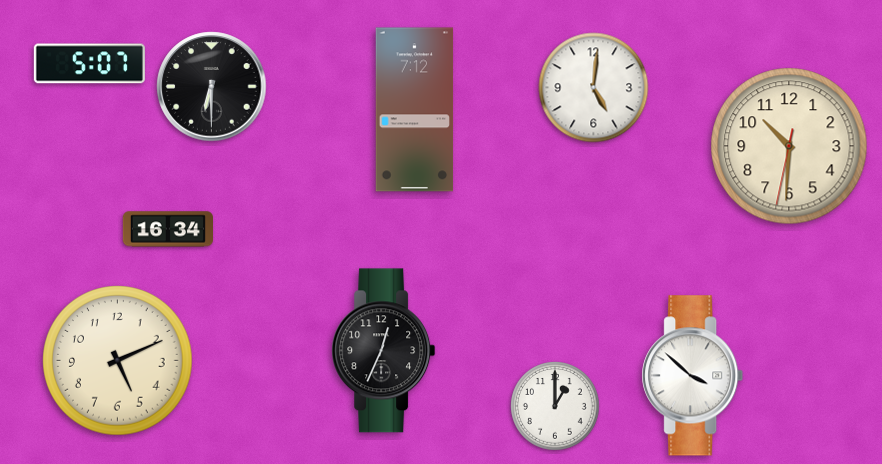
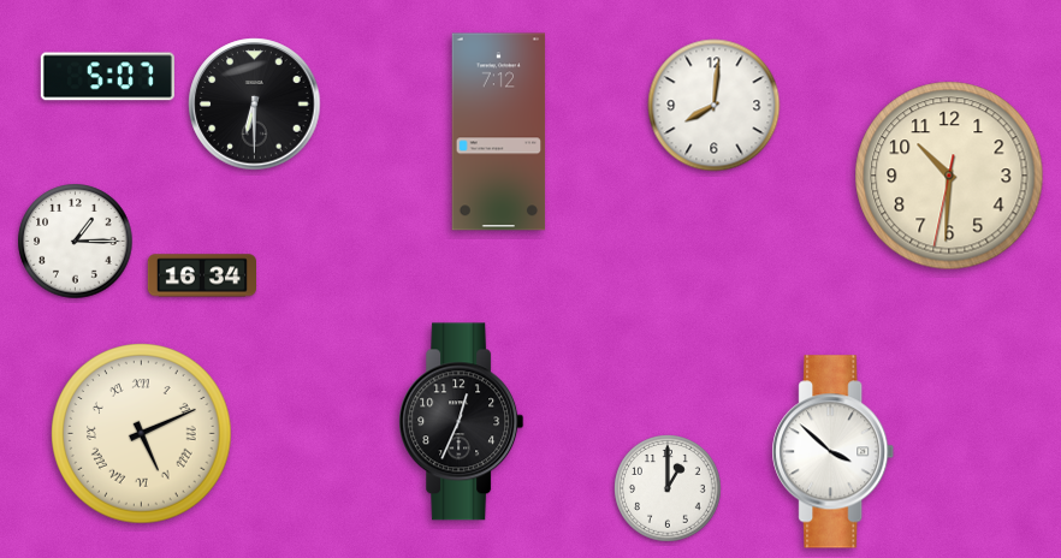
clock at (594, 88): 5:01 -> 8:01
clock at (76, 242): none -> 1:15
clock at (118, 361) numerals: Arabic -> Roman
